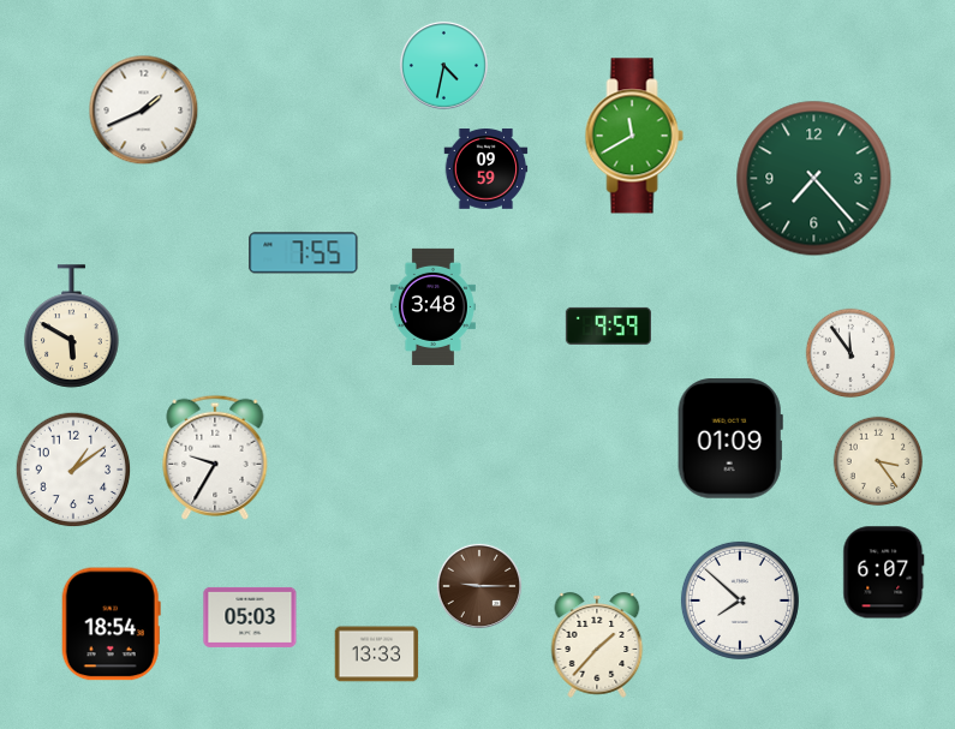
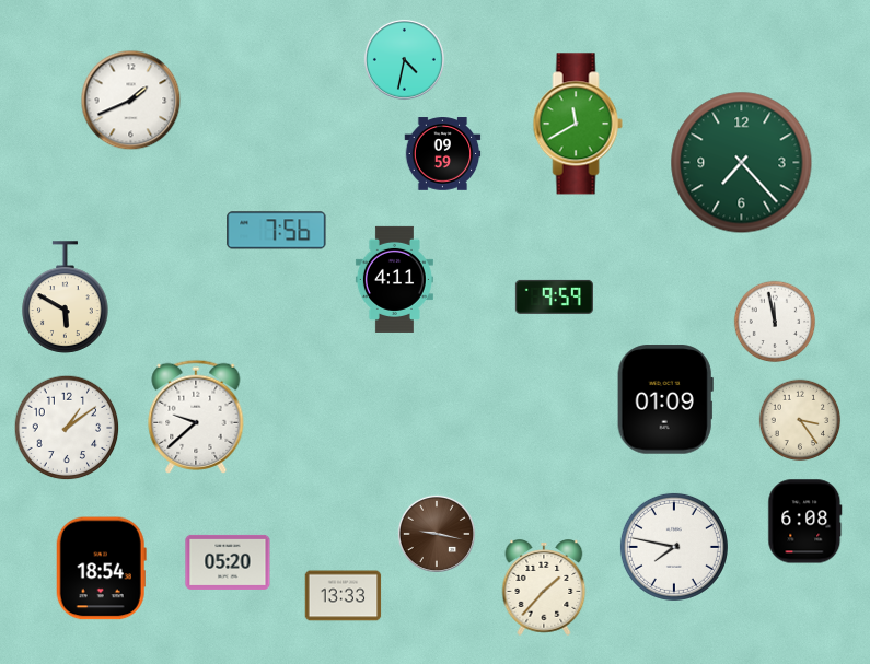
clock at (304, 253): 7:55 -> 7:56
clock at (432, 306): 3:48 -> 4:11
clock at (850, 353): 11:54 -> 11:58
clock at (215, 458): 9:35 -> 9:38
clock at (884, 573): 6:07 -> 6:08
clock at (478, 585): 9:15 -> 9:17
clock at (740, 600): 7:52 -> 7:47
clock at (250, 617): 05:03 -> 05:20
